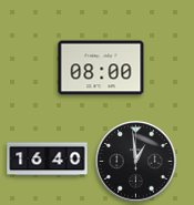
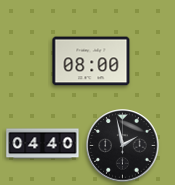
clock at (48, 160): 16:40 -> 04:40
clock at (136, 162): 12:59 -> 1:58
